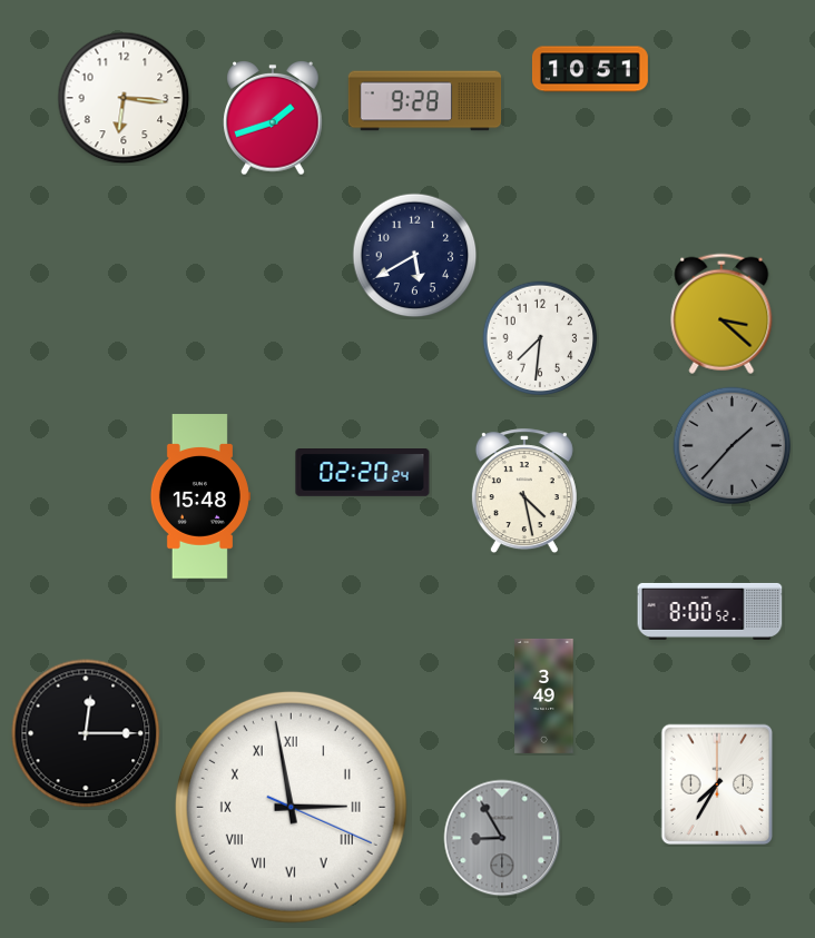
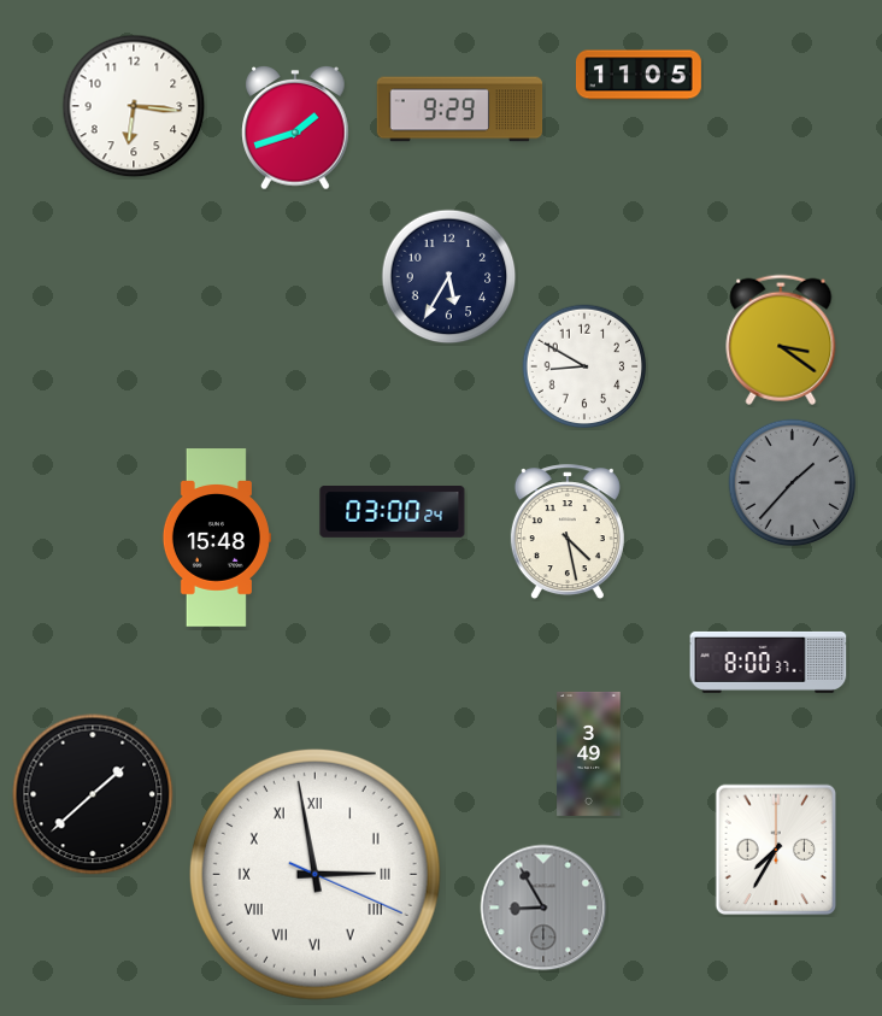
clock at (590, 69): 10:51 -> 11:05
clock at (425, 101): 9:28 -> 9:29
clock at (415, 256): 5:40 -> 5:35
clock at (721, 314): 3:22 -> 3:21
clock at (540, 338): 7:31 -> 8:50
clock at (363, 473): 02:20 -> 03:00
clock at (710, 611): 8:00:52 -> 8:00:37
clock at (86, 733): 12:15 -> 1:38
